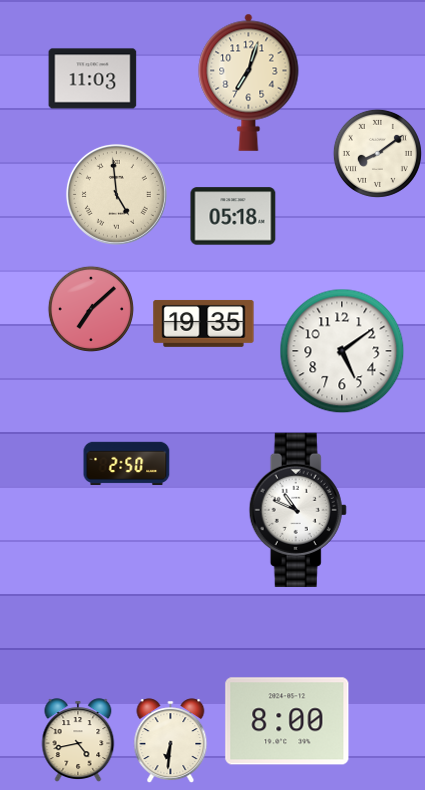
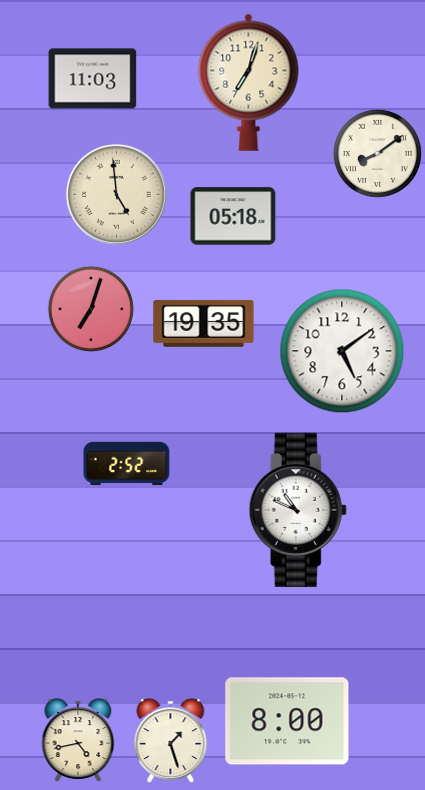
clock at (91, 309): 7:08 -> 7:03
clock at (127, 463): 2:50 -> 2:52
clock at (171, 741): 6:31 -> 1:27
